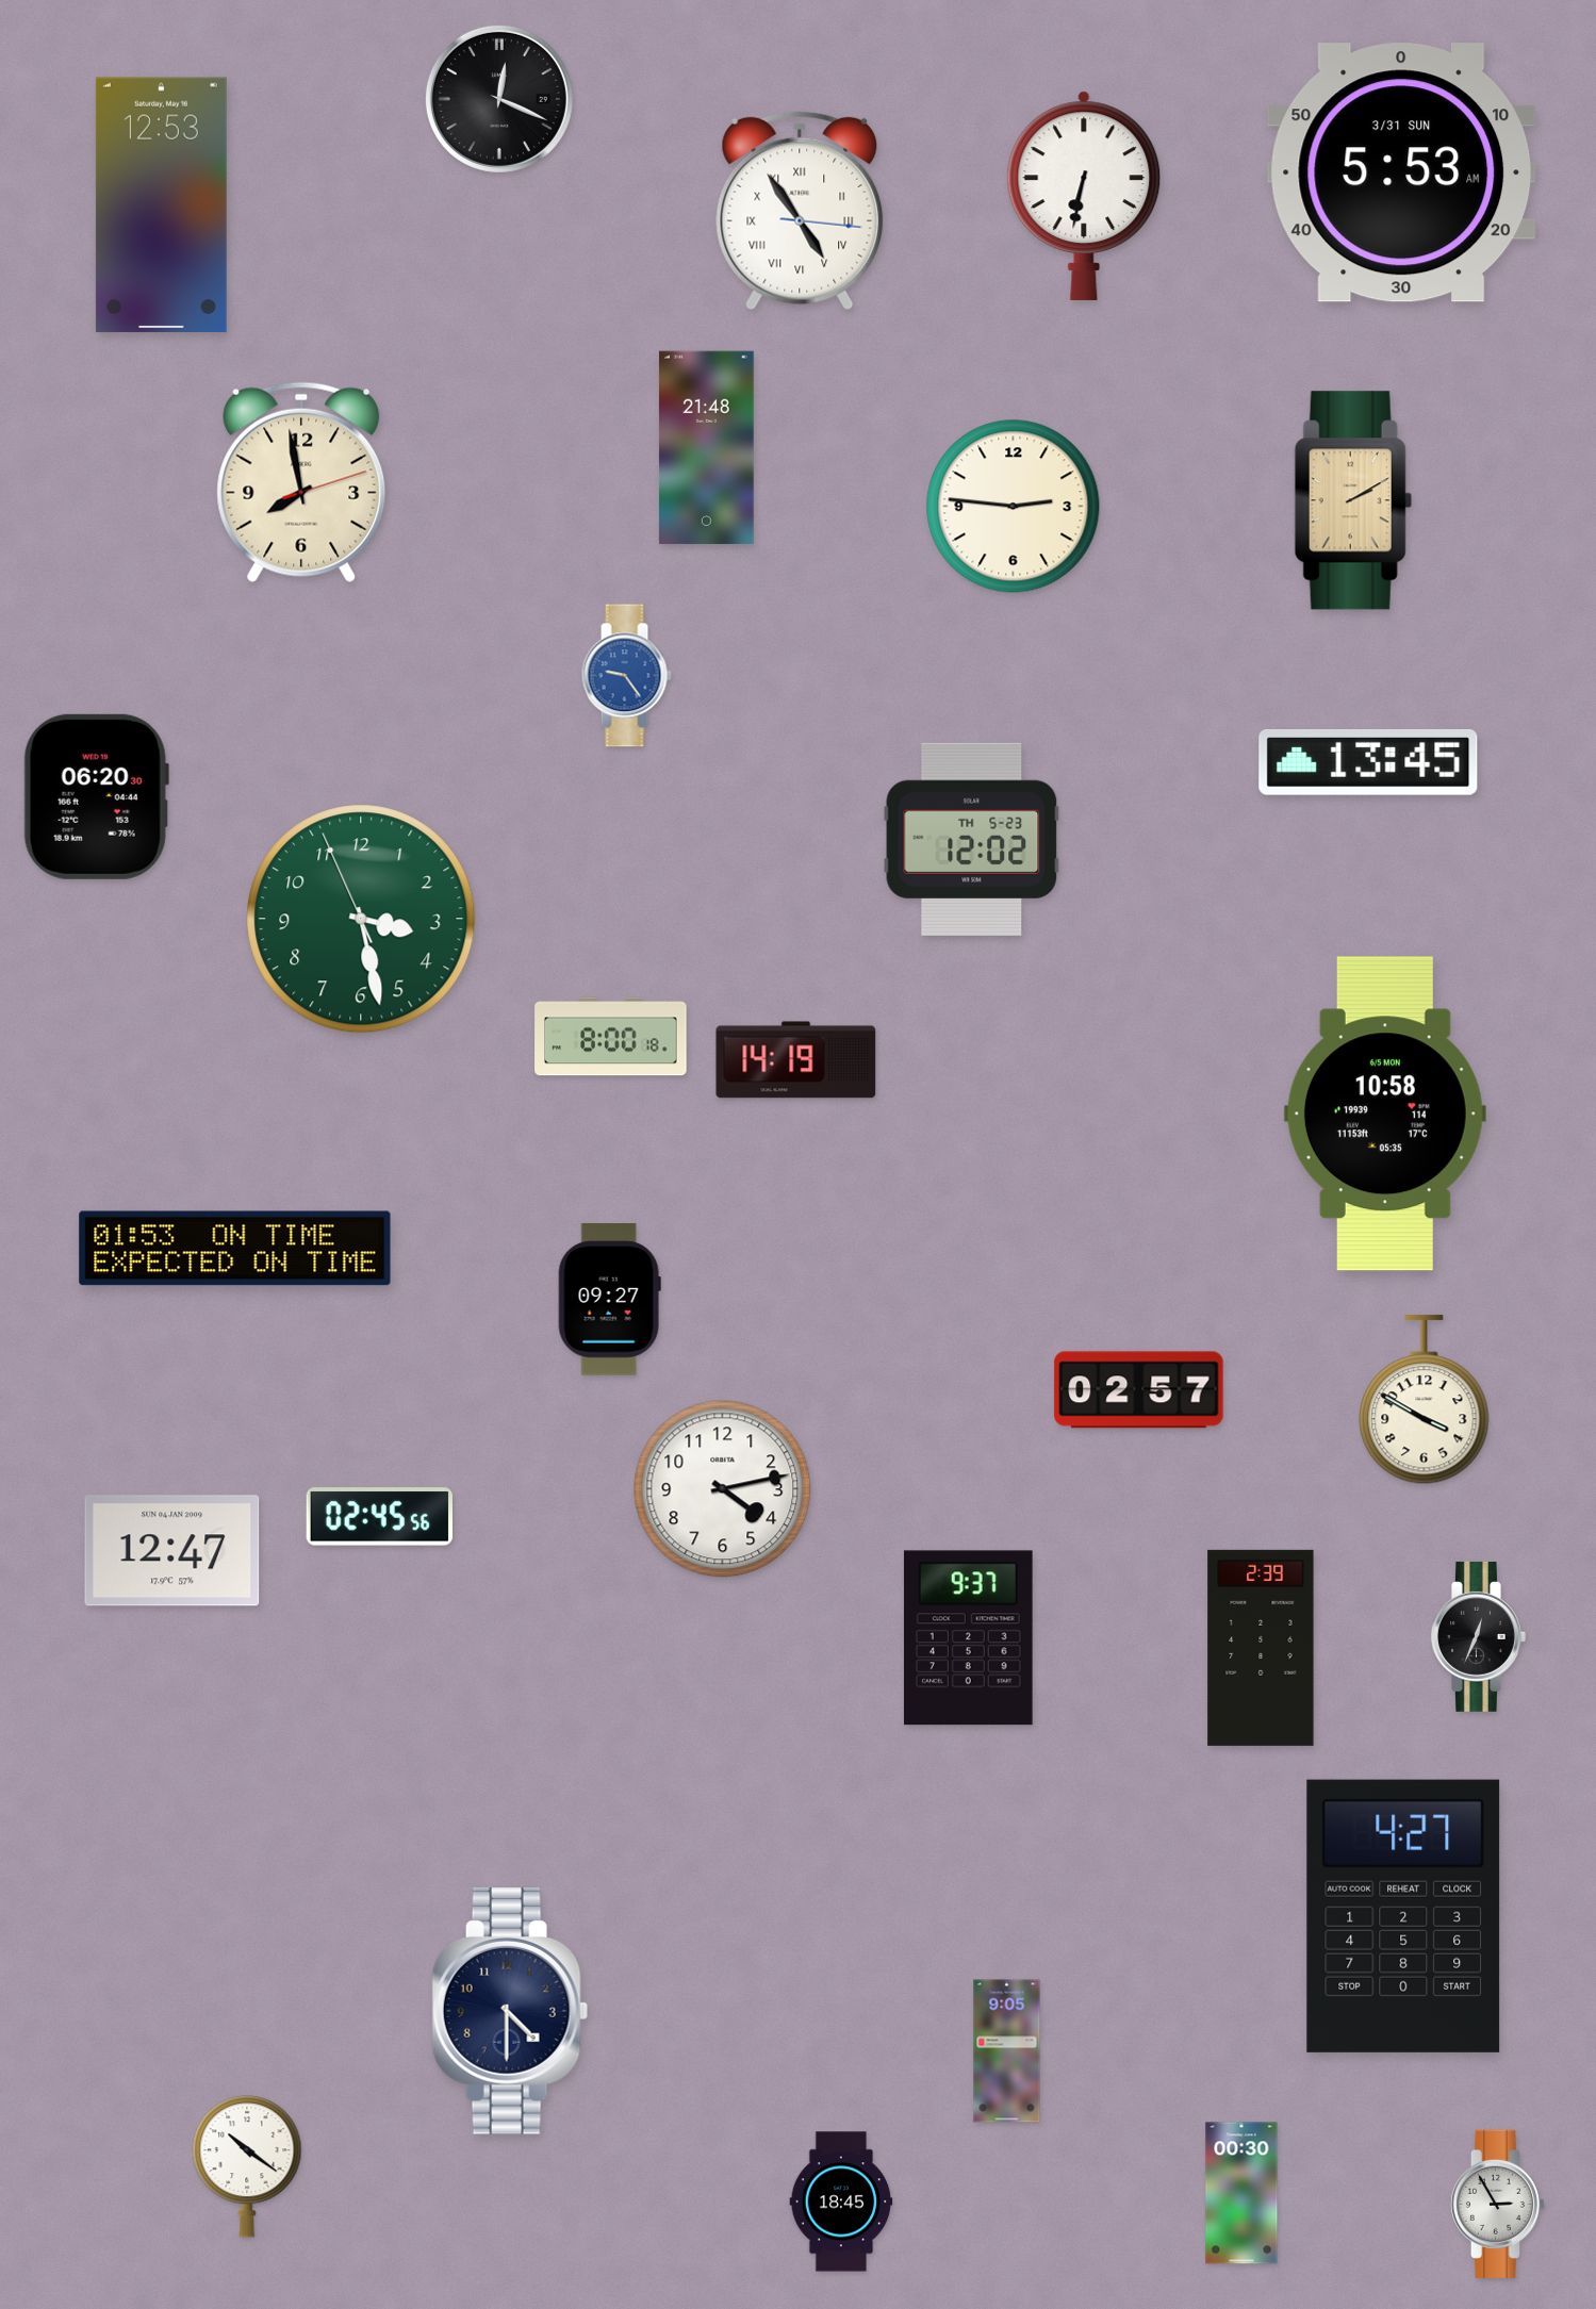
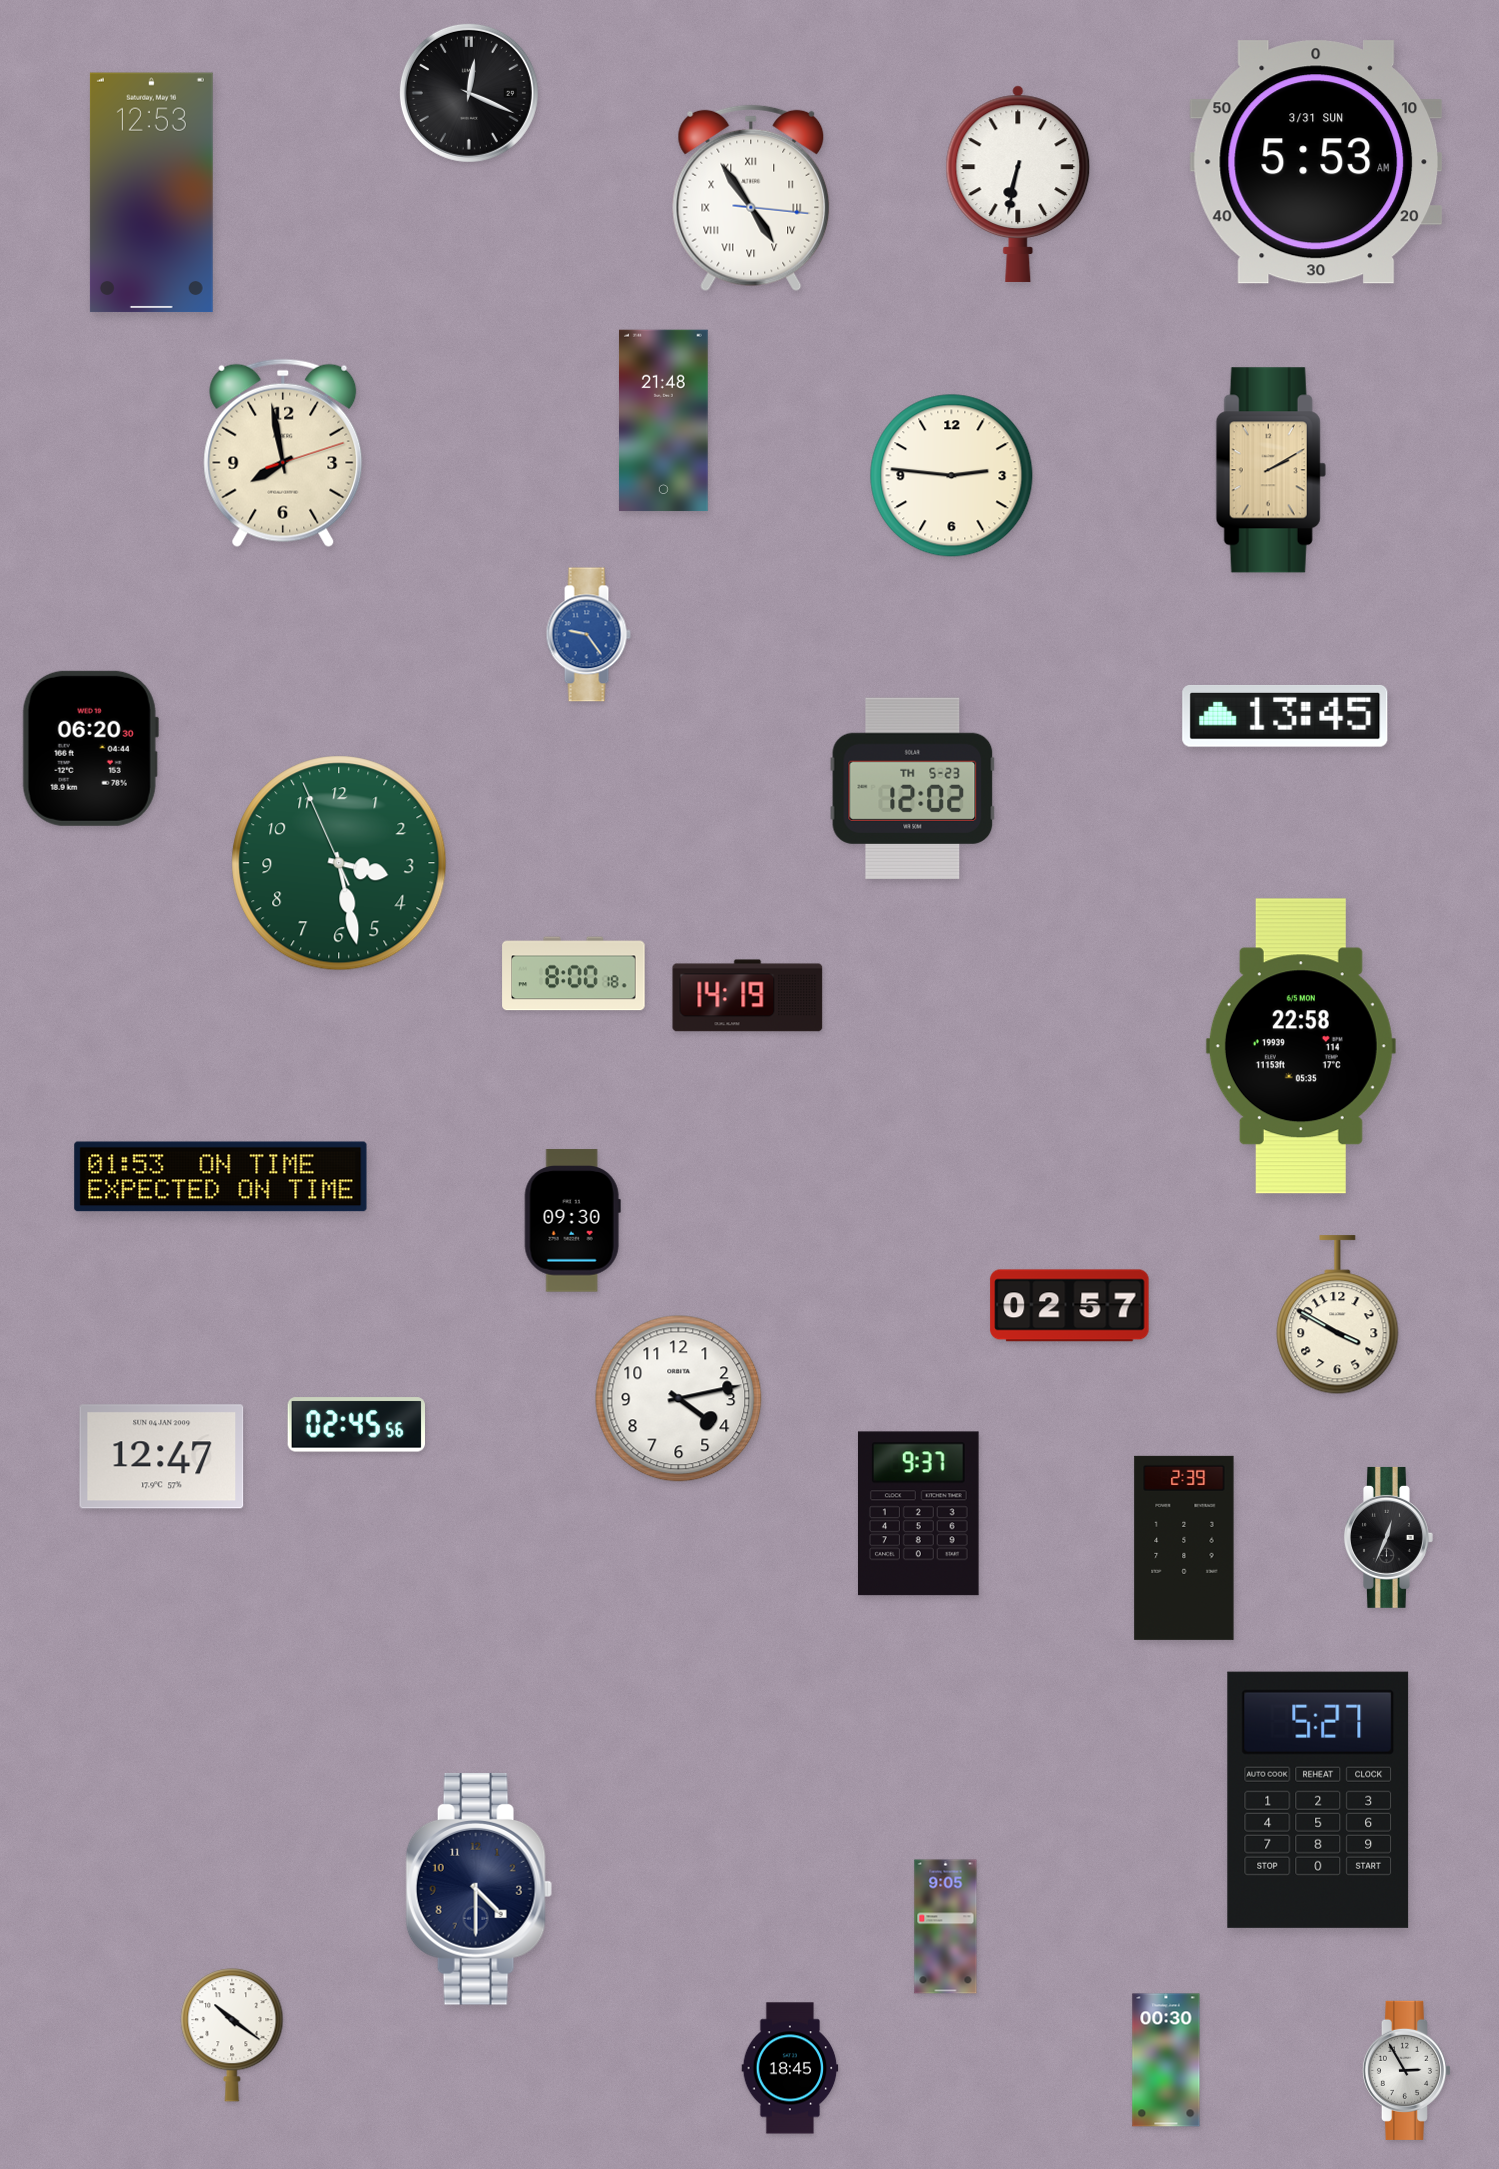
clock at (1385, 1114): 10:58 -> 22:58
clock at (235, 1249) position: (235, 1249) -> (221, 1177)
clock at (609, 1300): 09:27 -> 09:30
clock at (968, 1638) position: (968, 1638) -> (918, 1514)
clock at (1403, 1916): 4:27 -> 5:27
